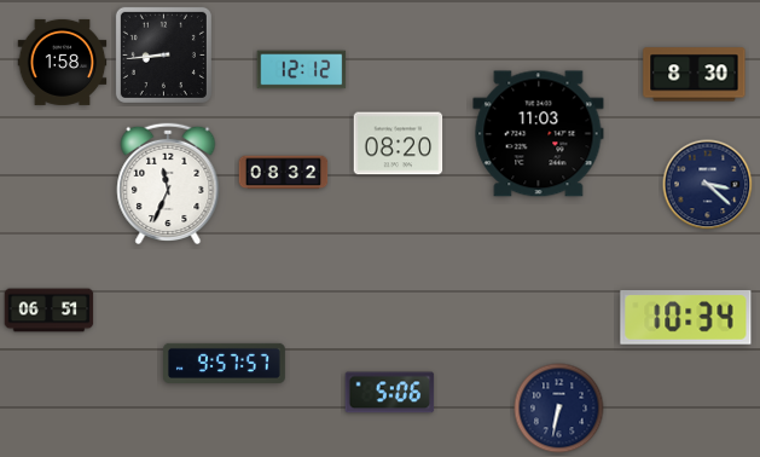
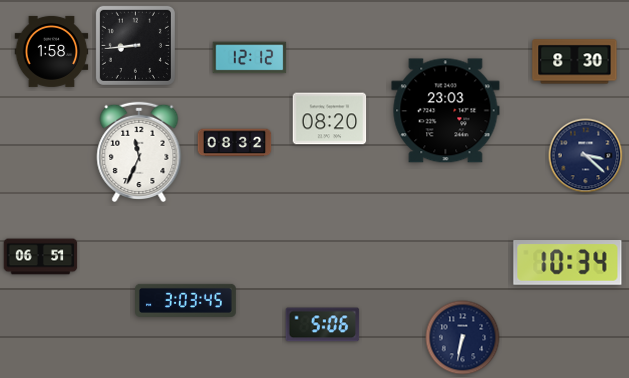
clock at (539, 134): 11:03 -> 23:03
clock at (708, 185) position: (708, 185) -> (586, 156)
clock at (225, 363): 9:57 -> 3:03
